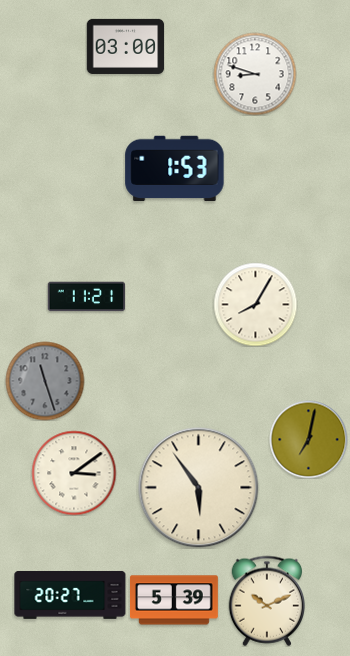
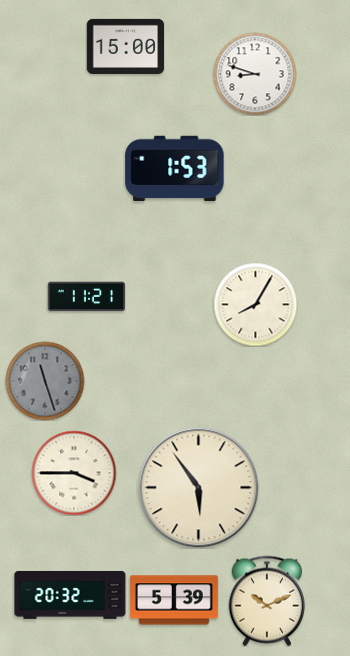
clock at (125, 46): 03:00 -> 15:00
clock at (308, 439): 7:02 -> none
clock at (74, 473): 3:09 -> 3:45
clock at (70, 595): 20:27 -> 20:32
